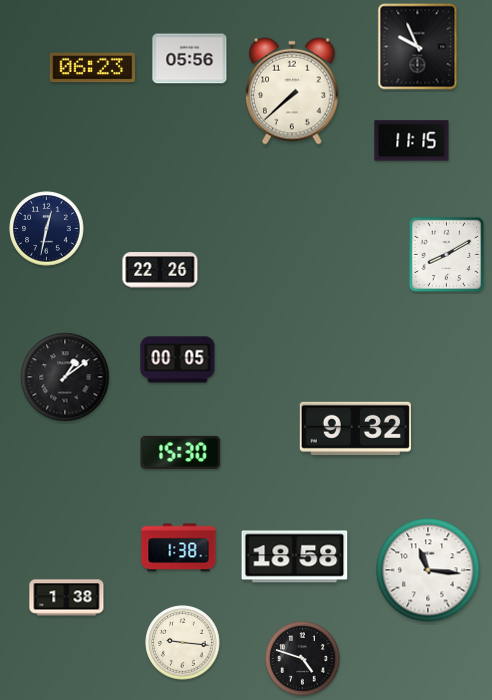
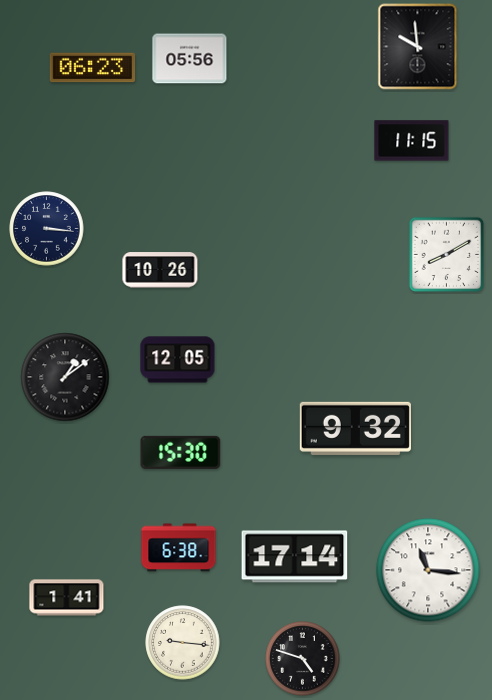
clock at (418, 47): 9:56 -> 9:59
clock at (292, 91): 7:38 -> none
clock at (47, 229): 12:32 -> 3:16
clock at (160, 270): 22:26 -> 10:26
clock at (178, 360): 00:05 -> 12:05
clock at (179, 548): 1:38 -> 6:38
clock at (295, 557): 18:58 -> 17:14
clock at (67, 598): 1:38 -> 1:41
